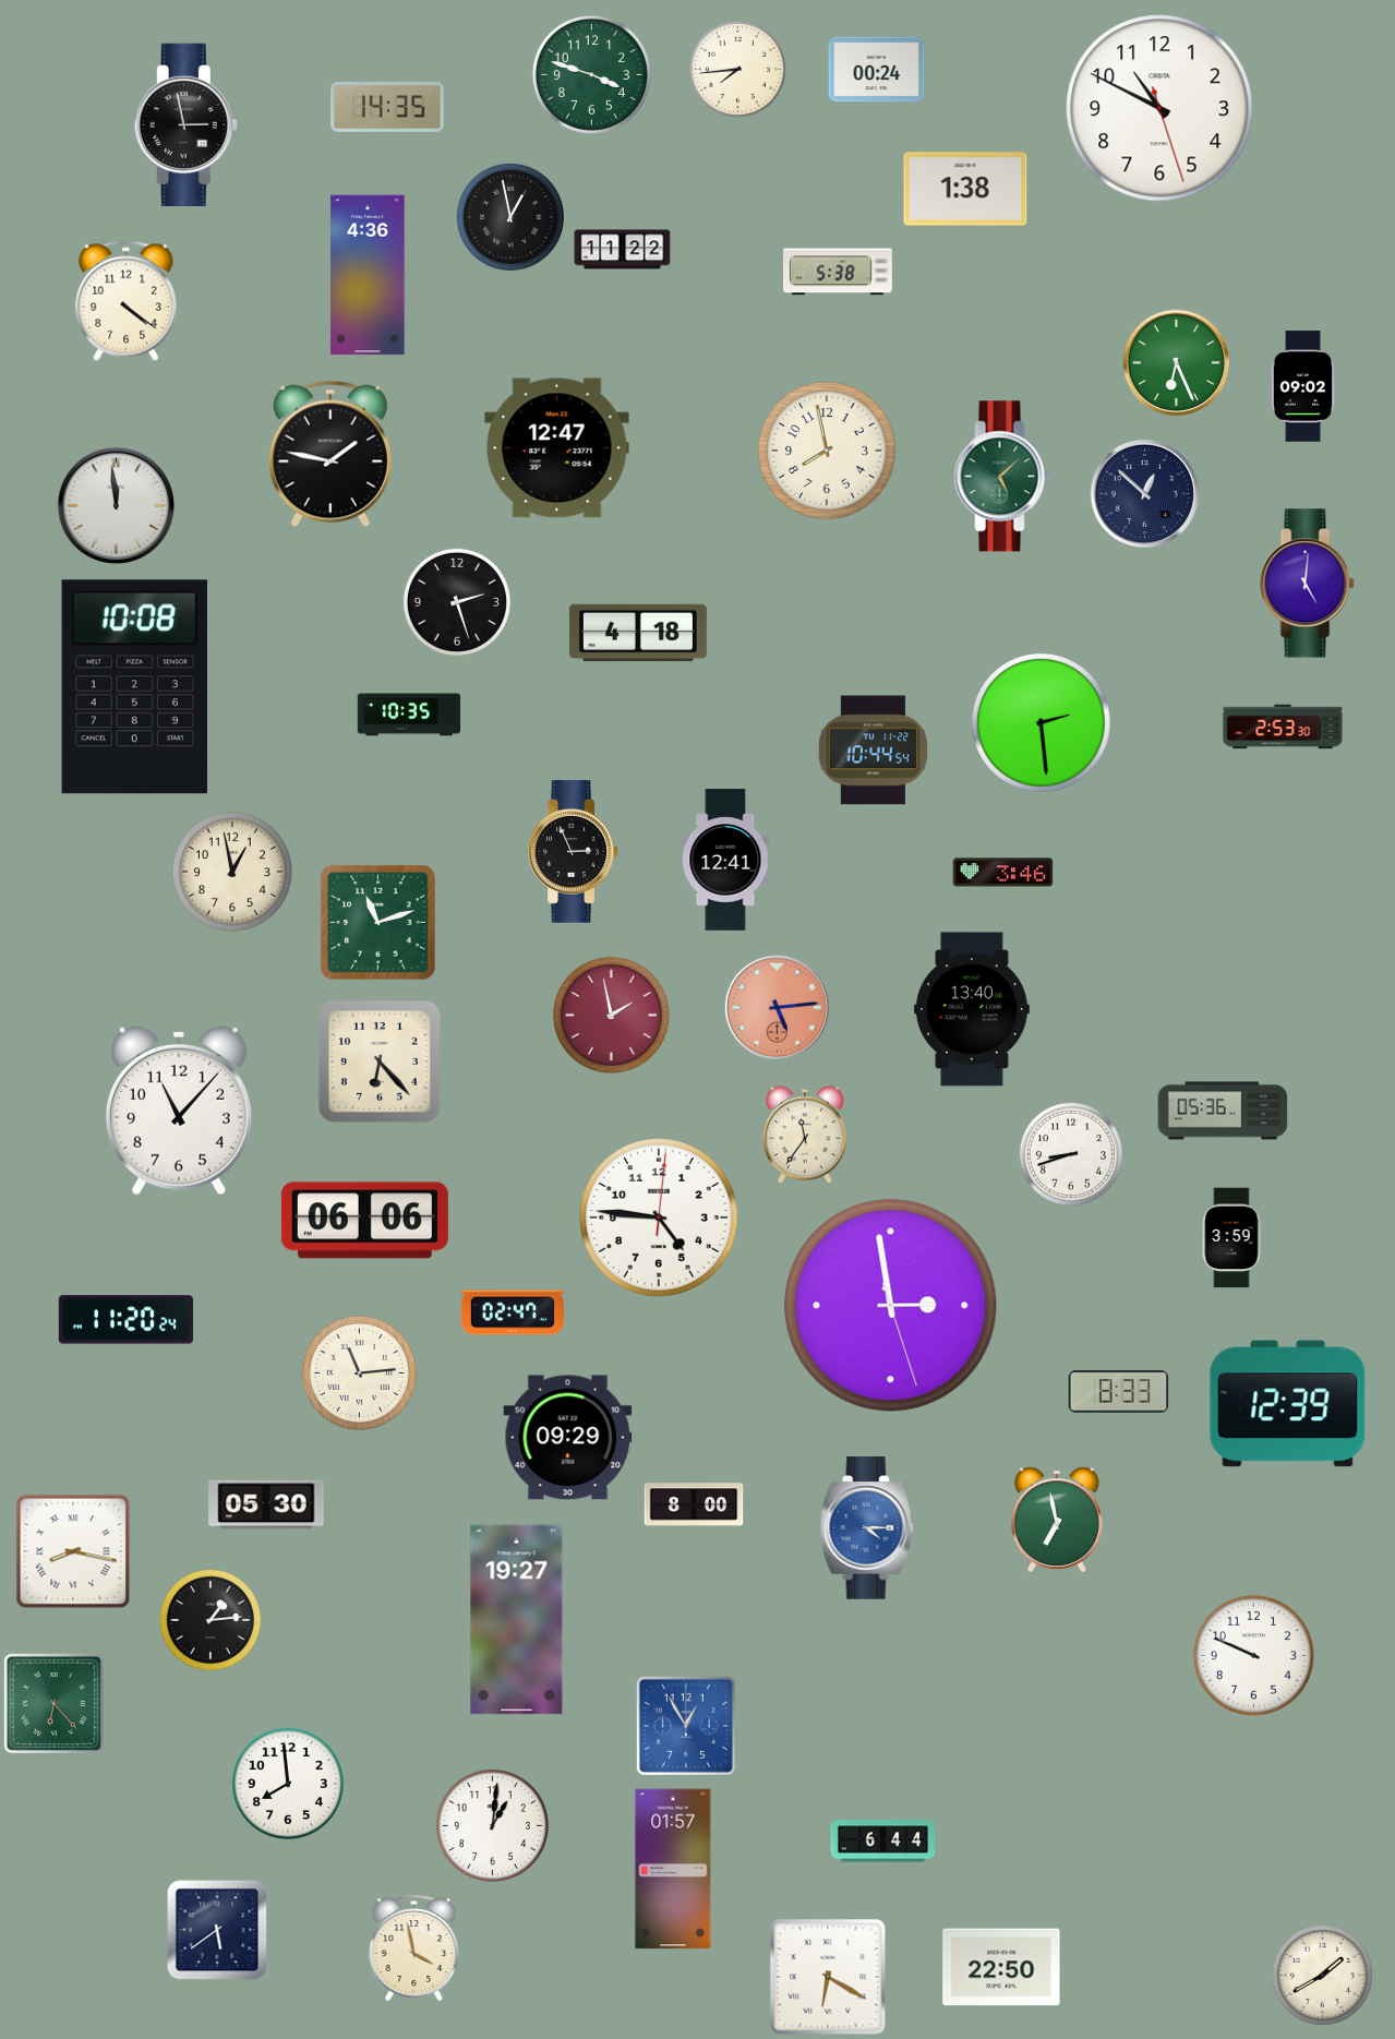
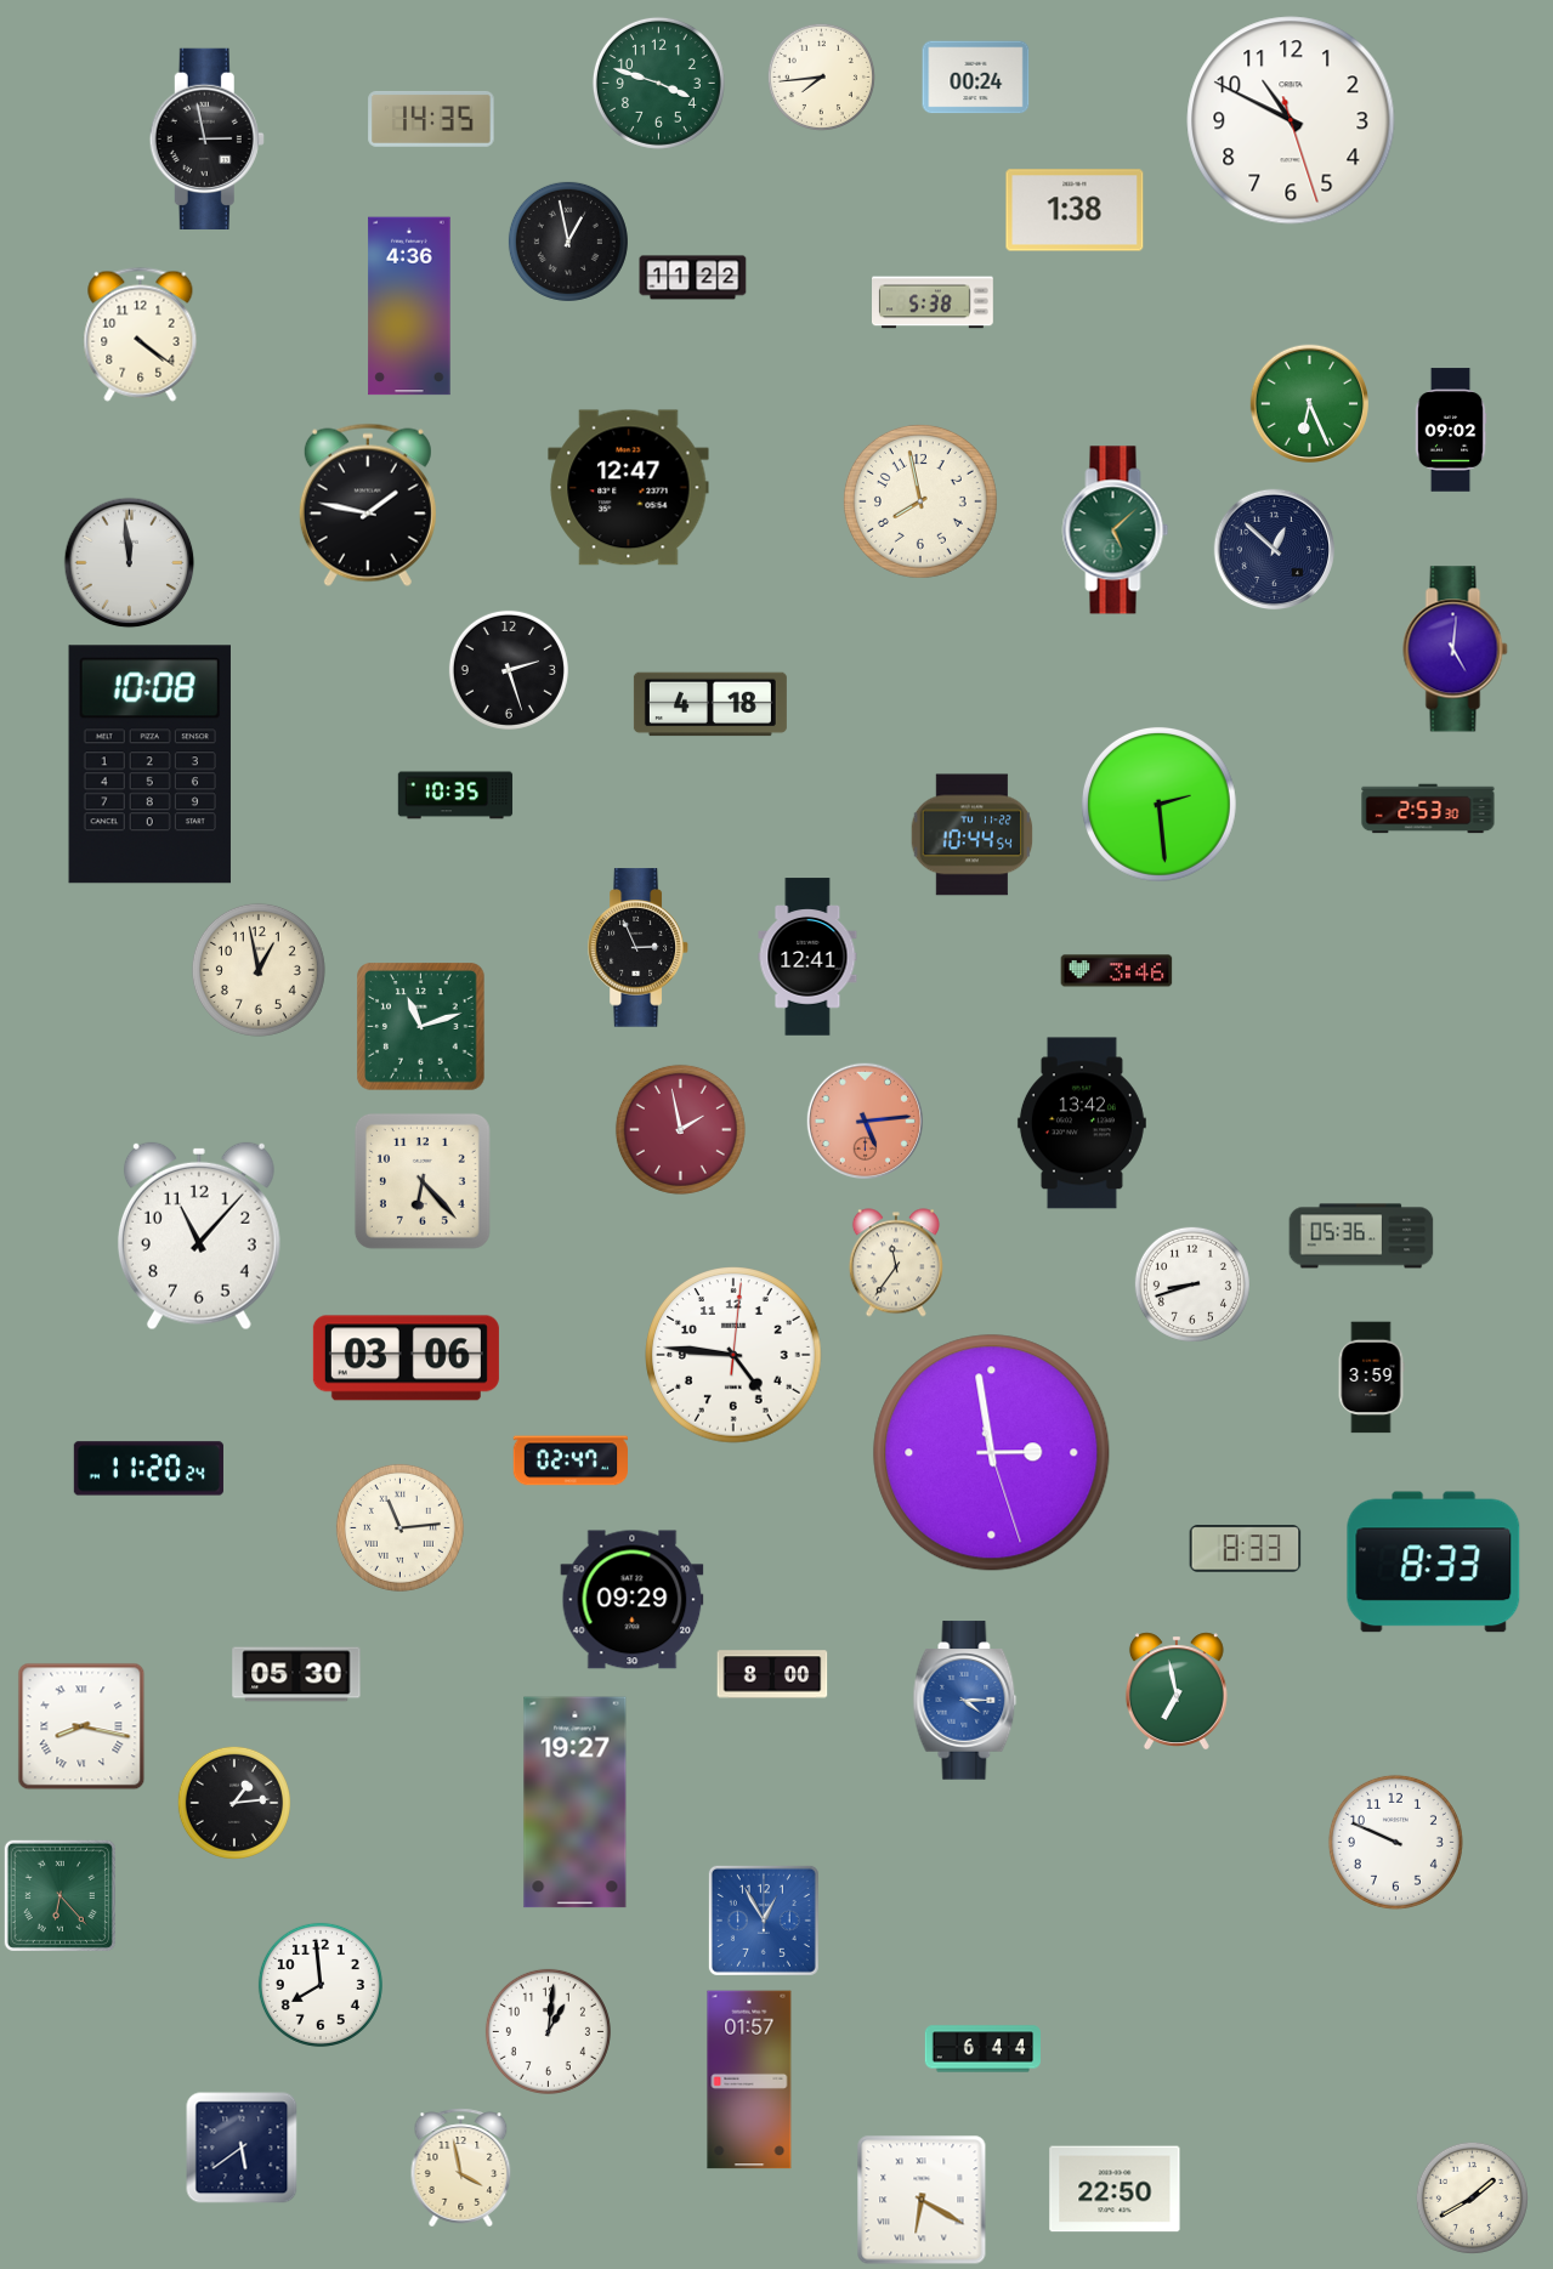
clock at (557, 448) position: (557, 448) -> (629, 488)
clock at (972, 1009): 13:40 -> 13:42
clock at (364, 1221): 06:06 -> 03:06
clock at (125, 1320) position: (125, 1320) -> (148, 1469)
clock at (1288, 1404): 12:39 -> 8:33
